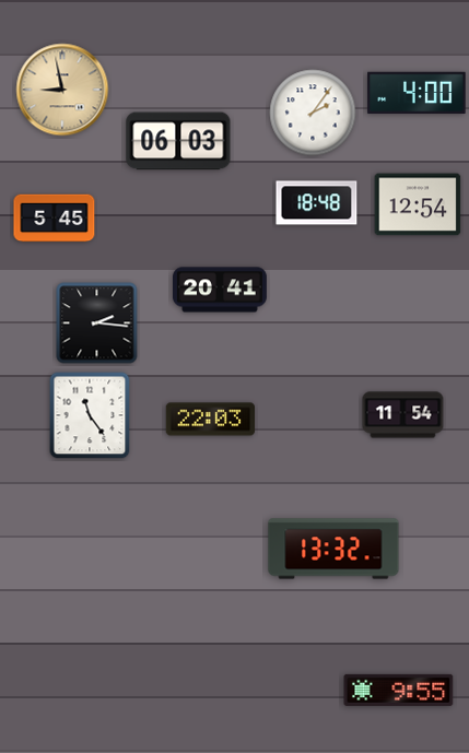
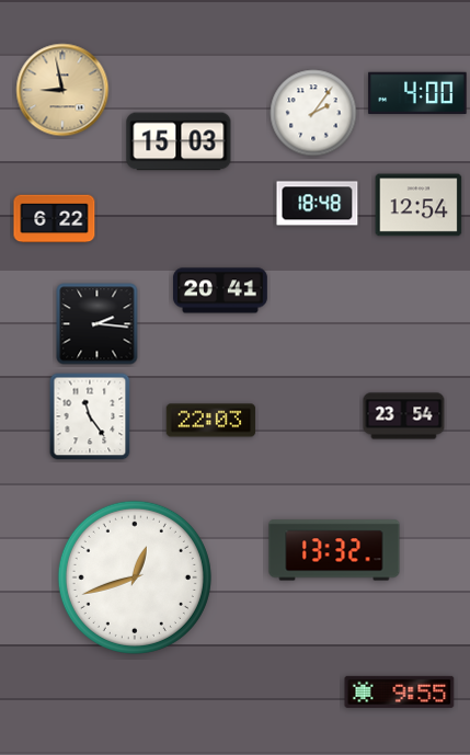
clock at (178, 141): 06:03 -> 15:03
clock at (55, 219): 5:45 -> 6:22
clock at (403, 415): 11:54 -> 23:54
clock at (135, 577): none -> 12:42
